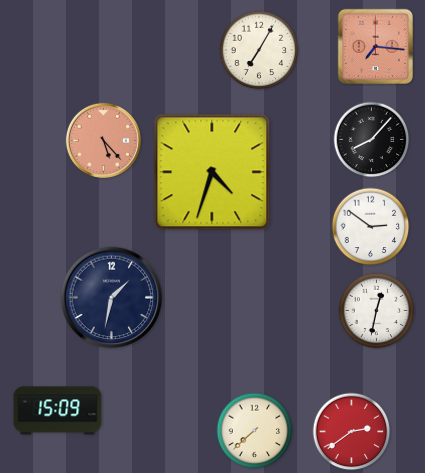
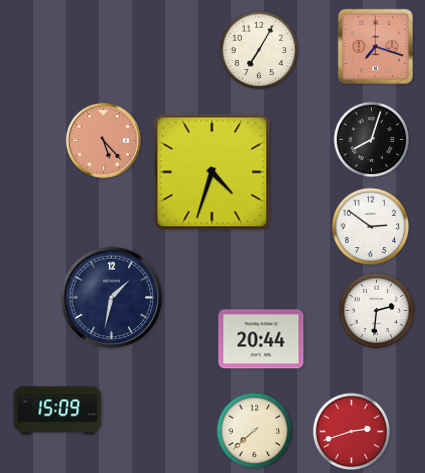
clock at (375, 46): 7:16 -> 7:18
clock at (372, 140): 8:07 -> 8:03
clock at (377, 311): 12:32 -> 2:31
clock at (261, 339): none -> 20:44
clock at (352, 432): 2:39 -> 2:42
